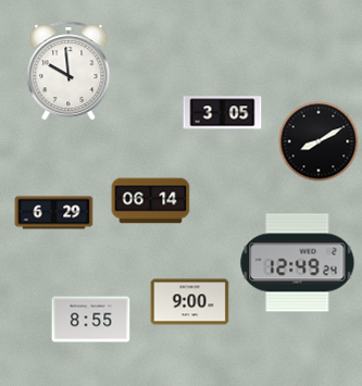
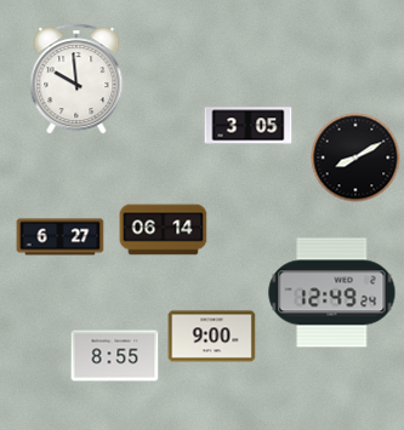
clock at (151, 201) position: (151, 201) -> (164, 230)
clock at (54, 213): 6:29 -> 6:27
clock at (91, 320) position: (91, 320) -> (115, 356)
